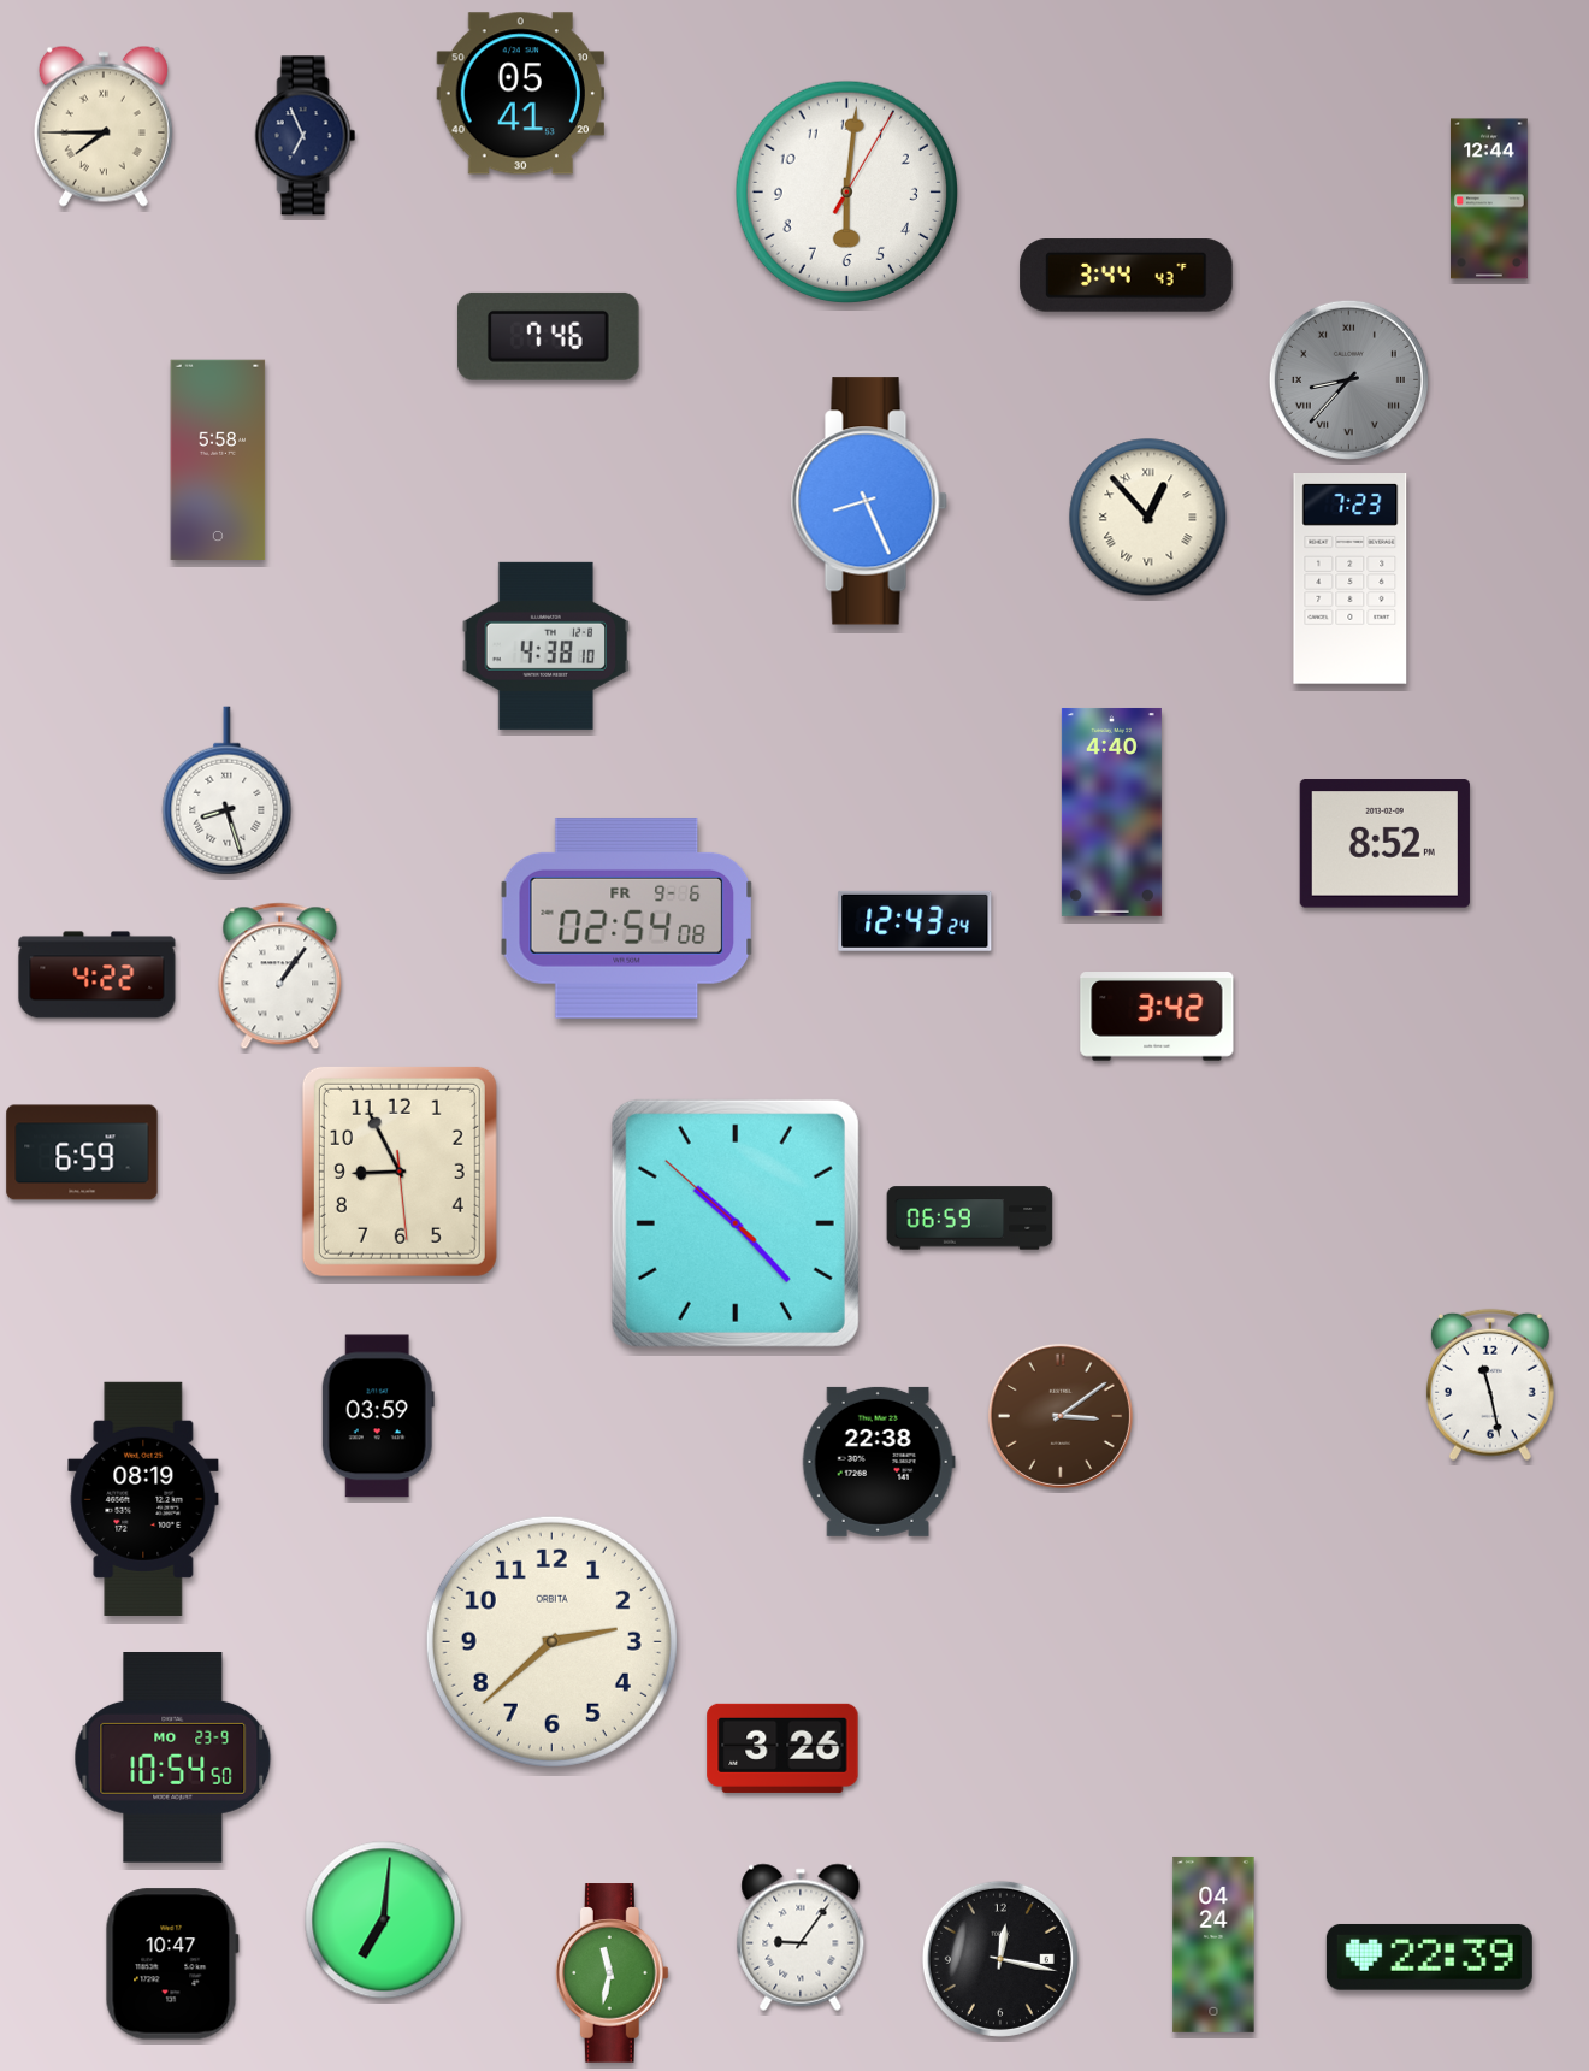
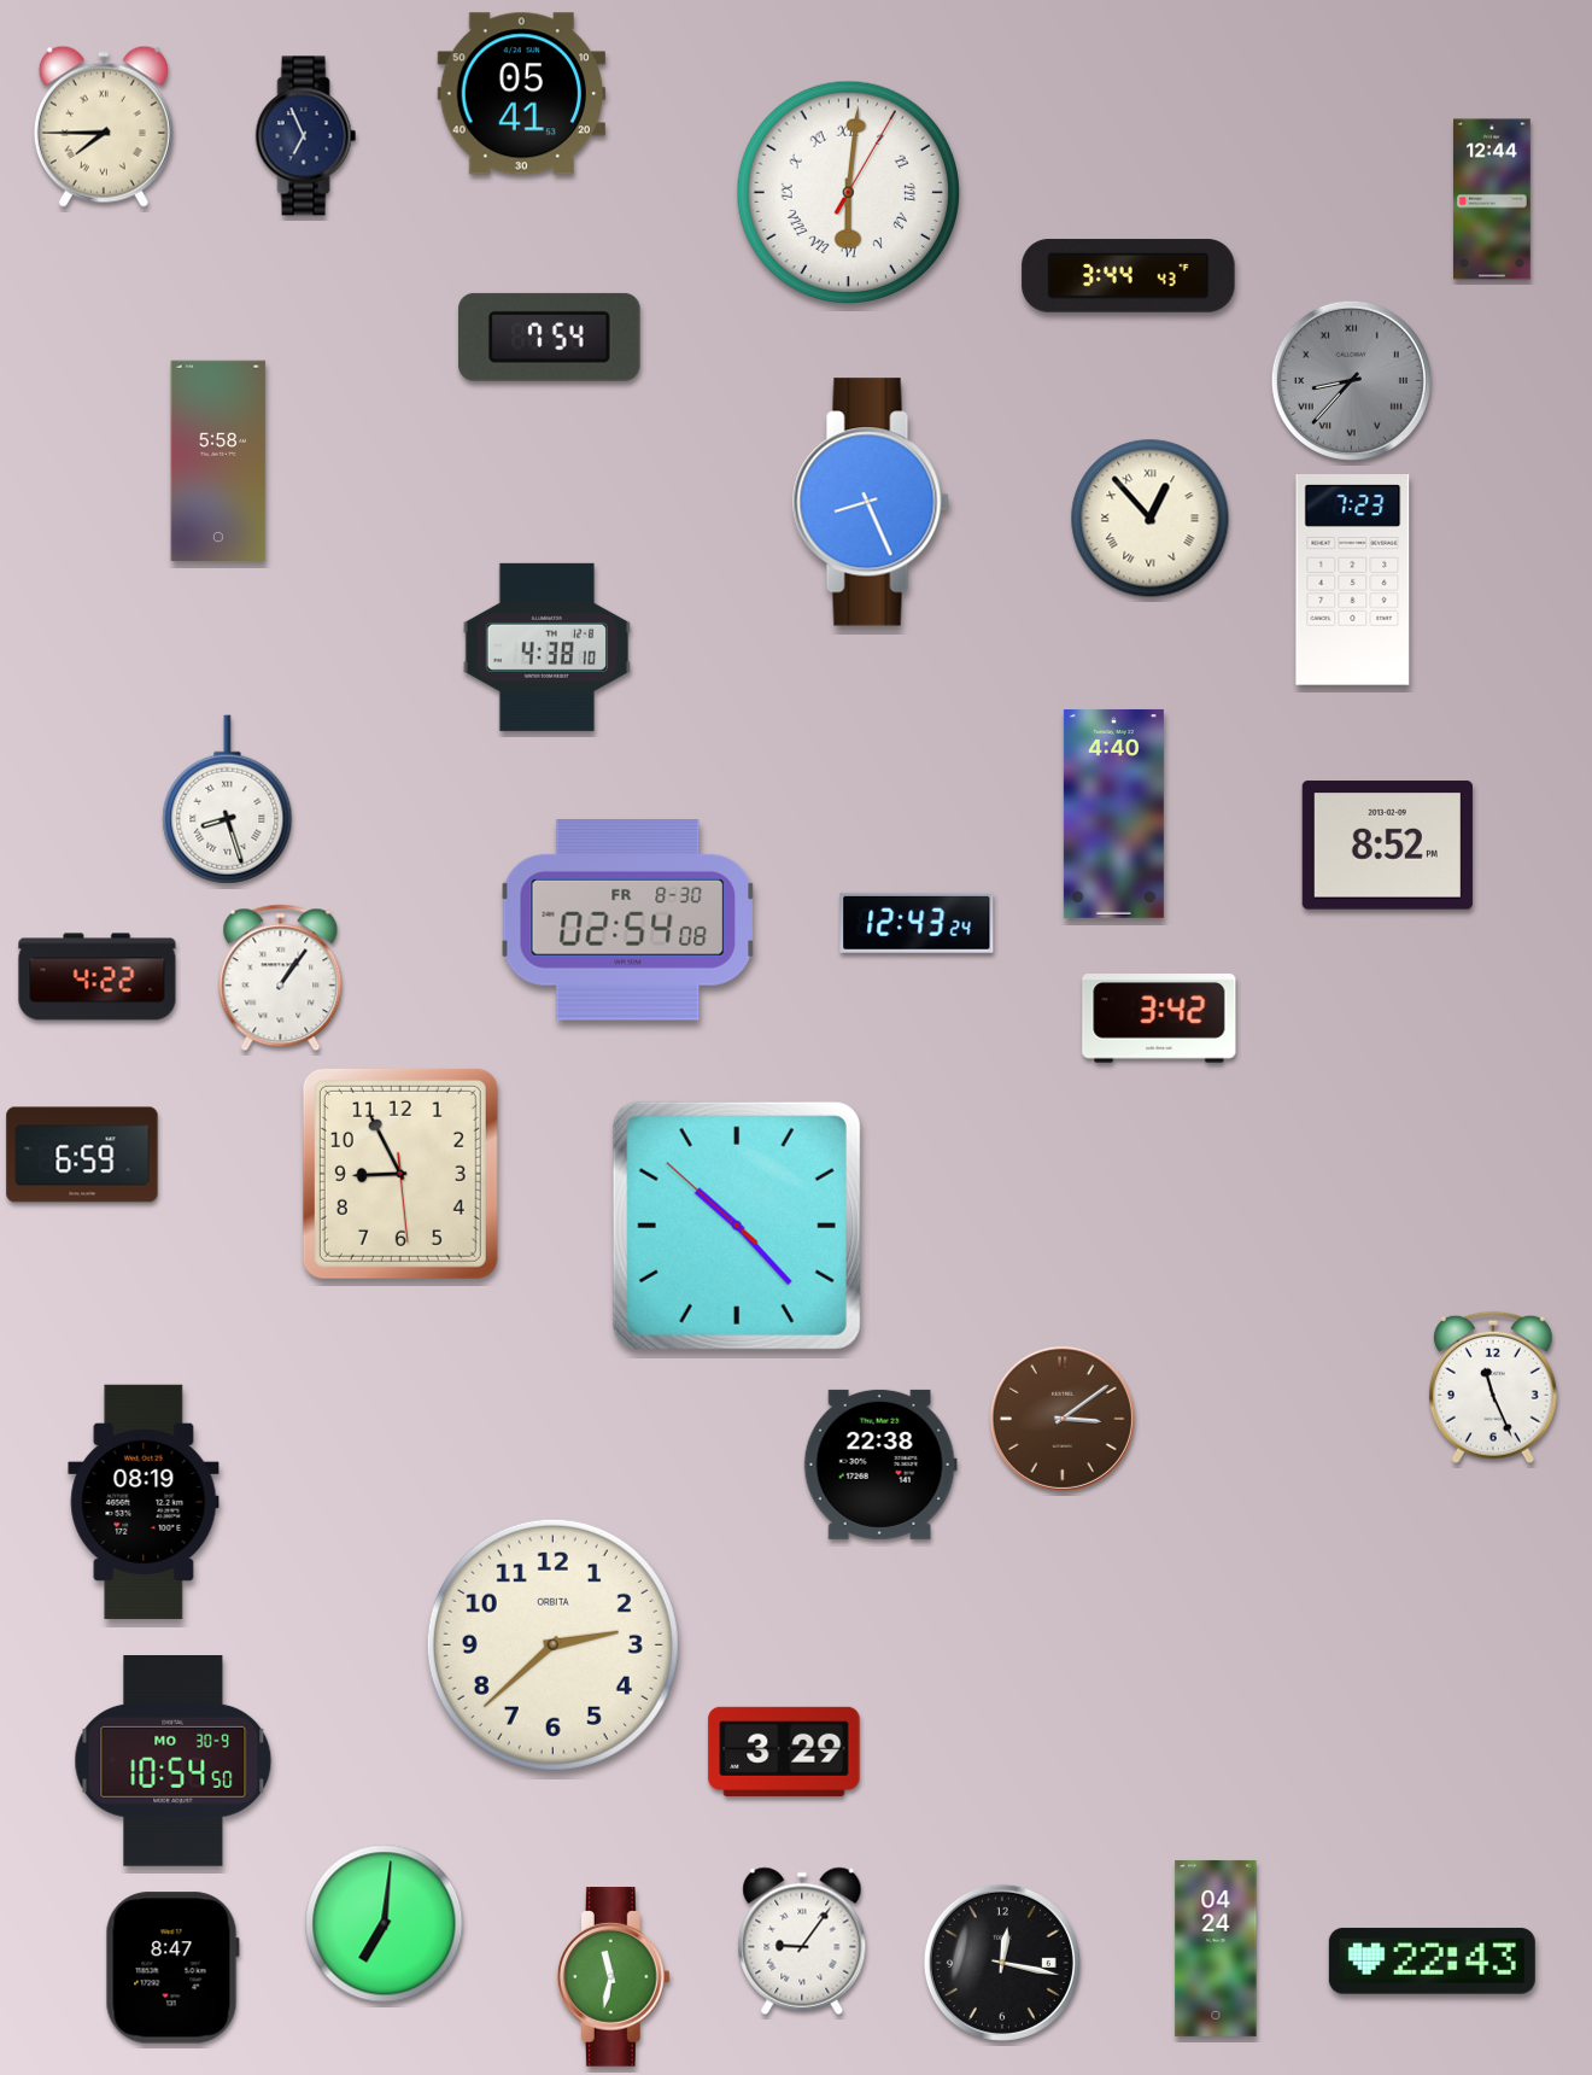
clock at (846, 191) numerals: Arabic -> Roman
clock at (549, 336): 7:46 -> 7:54
clock at (228, 791) position: (228, 791) -> (228, 800)
clock at (627, 919) date: FR 9-6 -> FR 8-30
clock at (970, 1219): 06:59 -> none
clock at (1490, 1385): 11:28 -> 11:26
clock at (378, 1416): 03:59 -> none
clock at (782, 1748): 3:26 -> 3:29
clock at (173, 1758) date: MO 23-9 -> MO 30-9
clock at (1429, 1957): 22:39 -> 22:43
clock at (172, 1964): 10:47 -> 8:47
